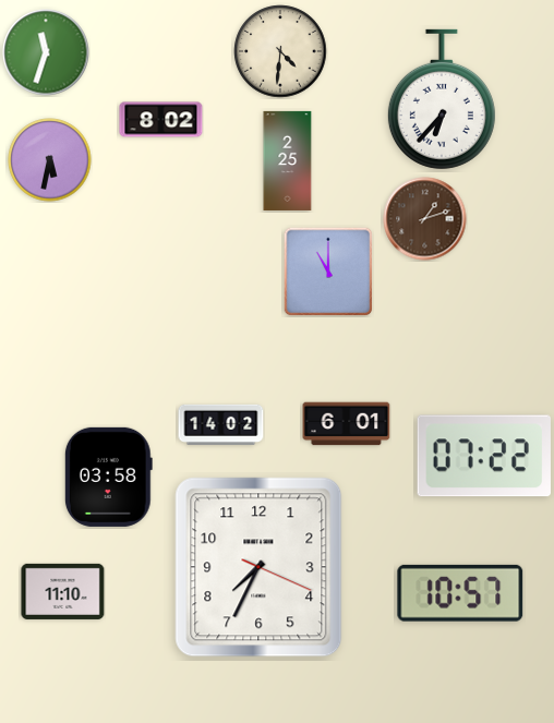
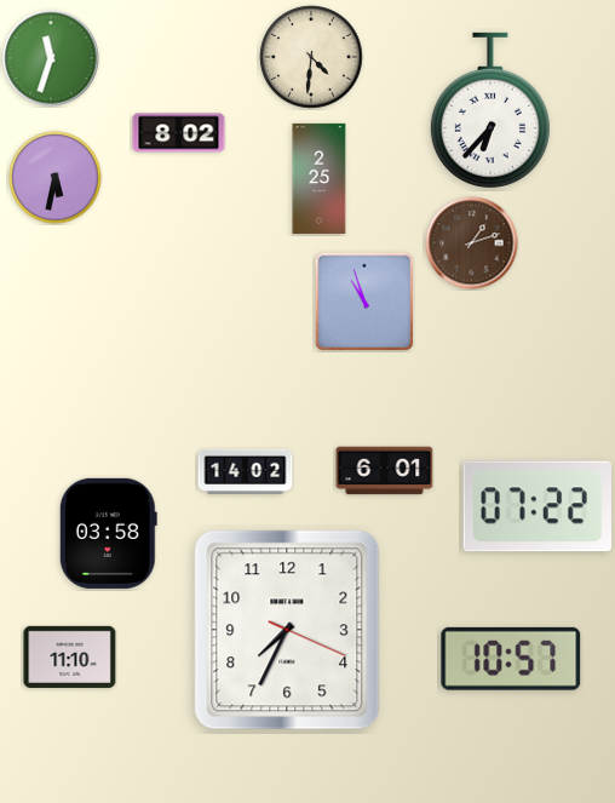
clock at (328, 272): 11:00 -> 10:57
clock at (108, 477) position: (108, 477) -> (108, 533)
